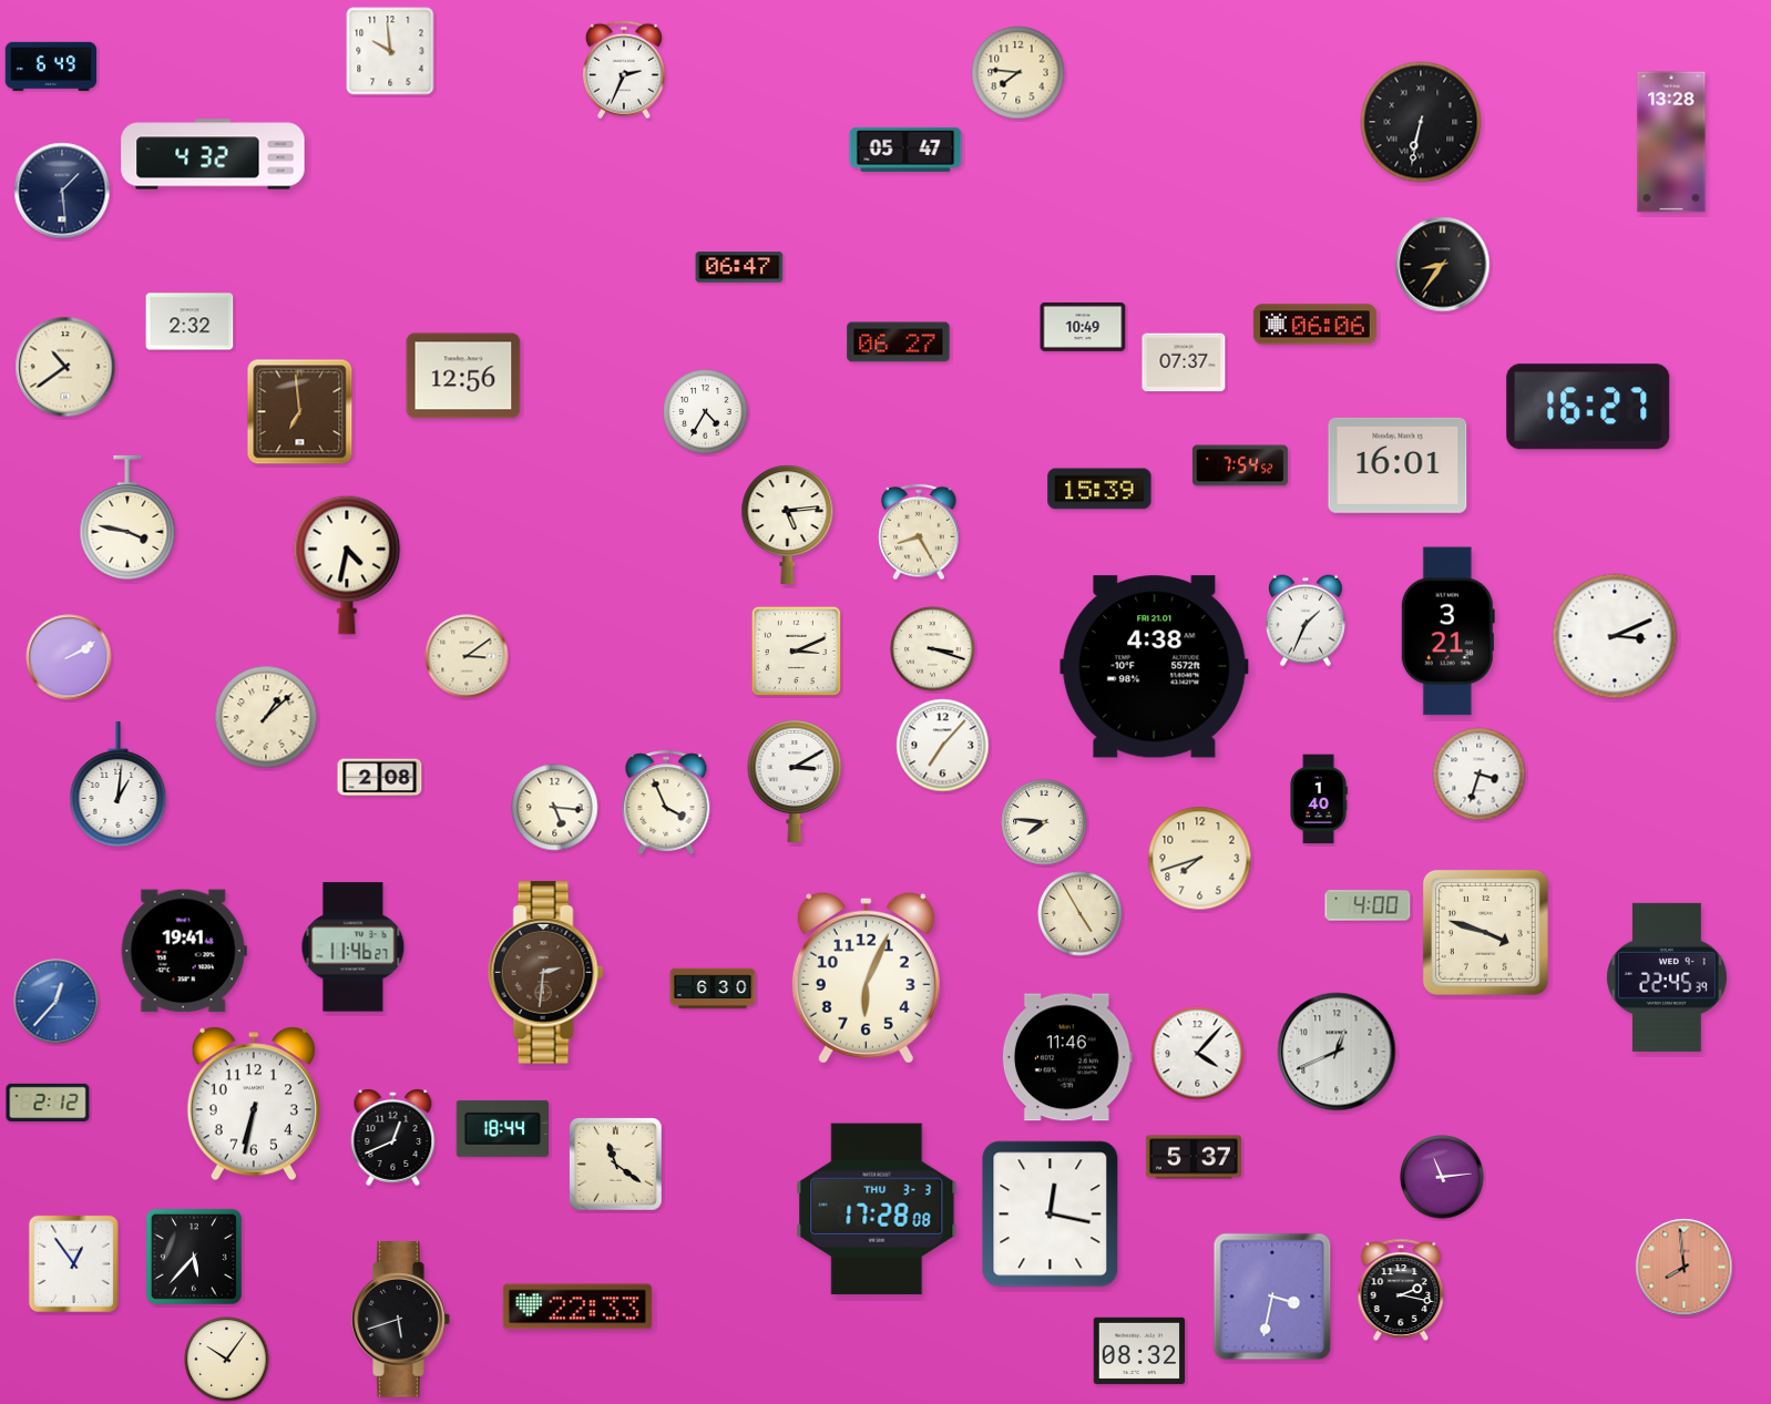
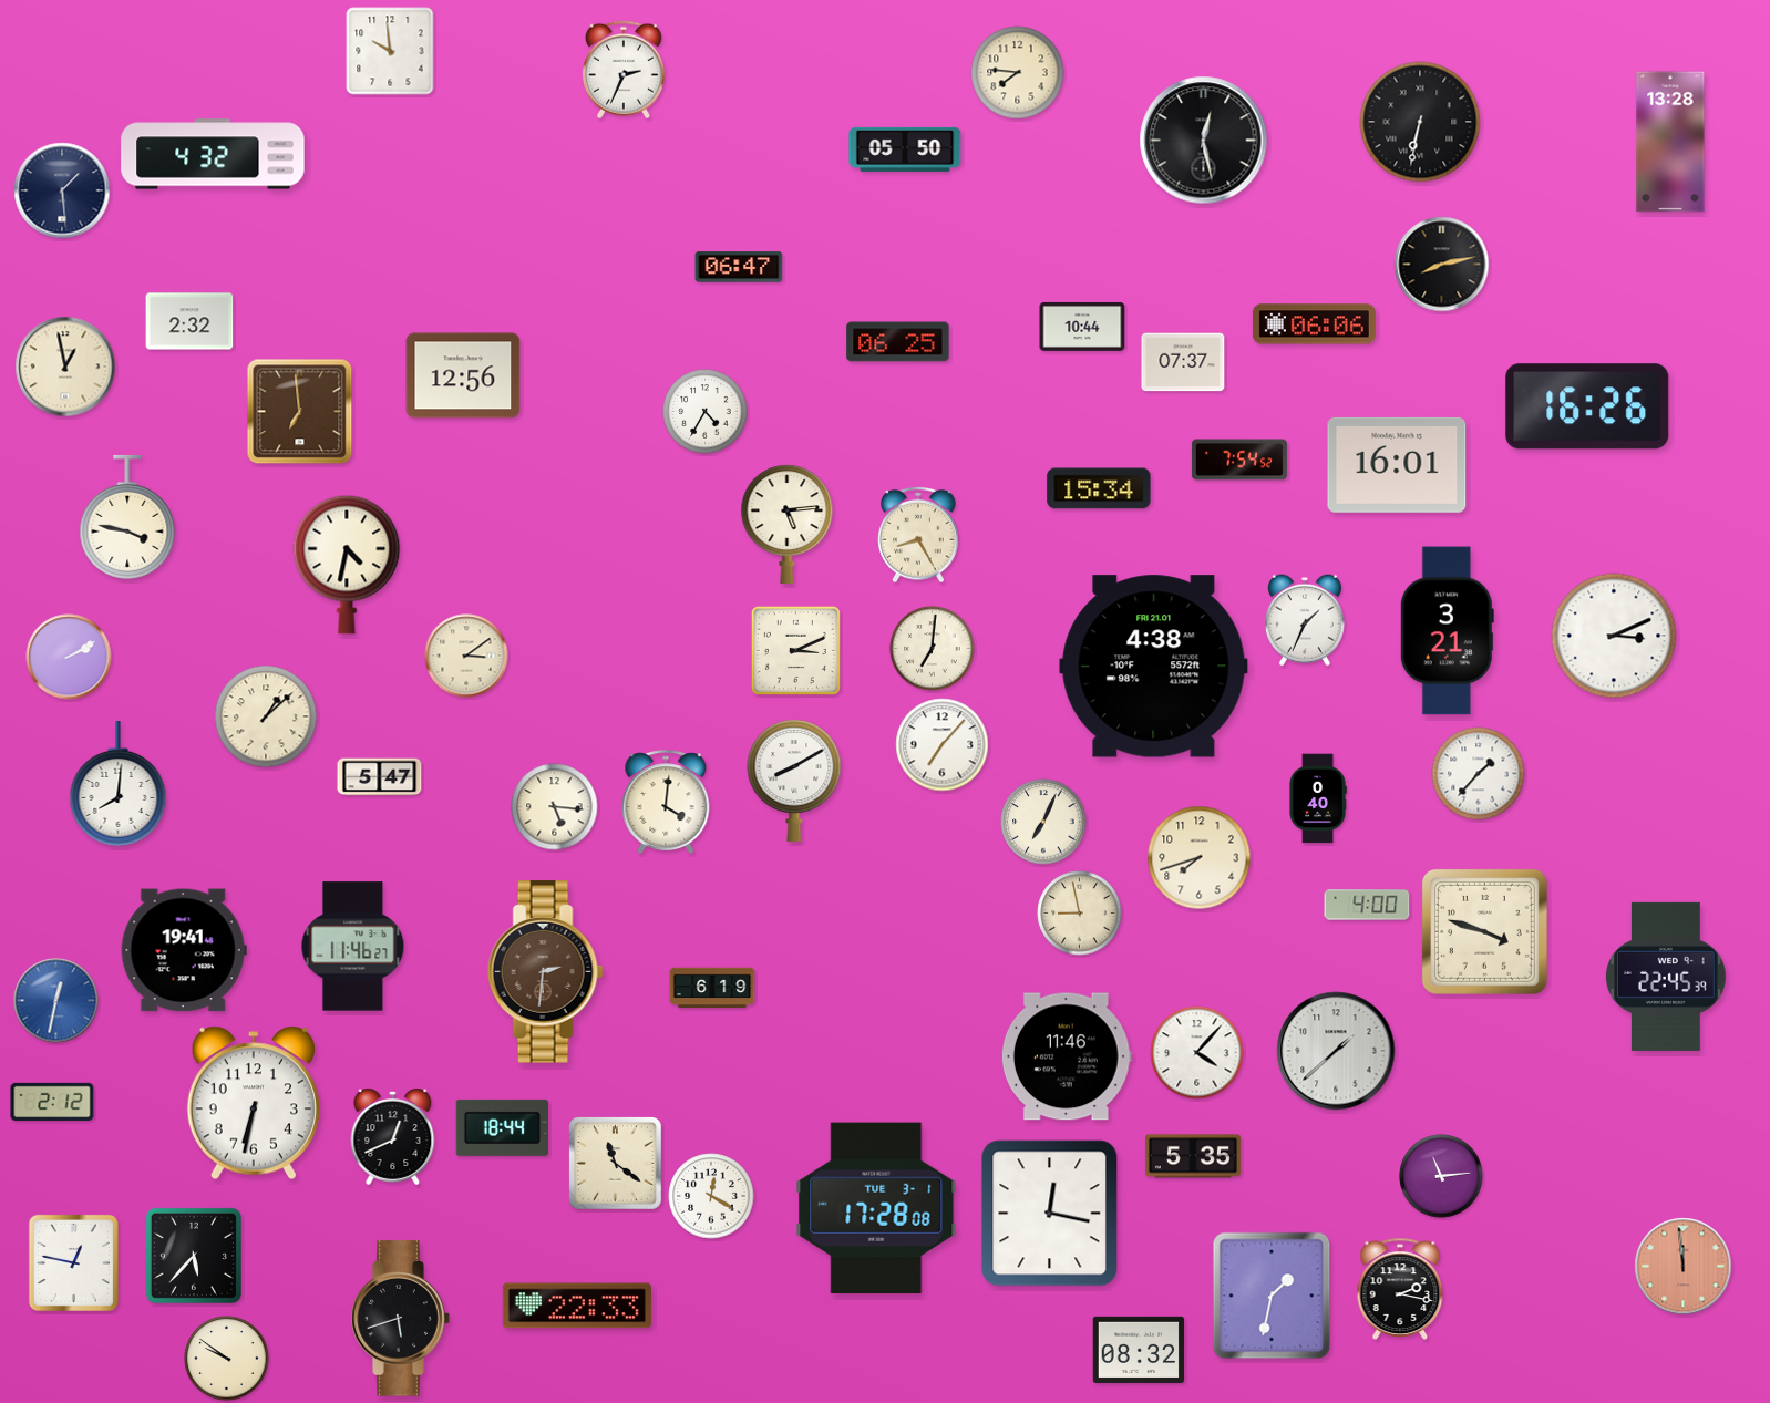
clock at (51, 66): 6:49 -> none
clock at (1204, 141): none -> 12:28
clock at (905, 150): 05:47 -> 05:50
clock at (1443, 265): 8:36 -> 8:13
clock at (1083, 327): 10:49 -> 10:44
clock at (899, 342): 06:27 -> 06:25
clock at (65, 367): 10:39 -> 12:58
clock at (1588, 407): 16:27 -> 16:26
clock at (1240, 465) position: (1240, 465) -> (1239, 460)
clock at (1099, 489): 15:39 -> 15:34
clock at (919, 532) position: (919, 532) -> (918, 535)
clock at (933, 649): 3:18 -> 7:01
clock at (1480, 775): 3:33 -> 1:37
clock at (380, 778): 2:08 -> 5:47
clock at (795, 781): 3:10 -> 8:10
clock at (119, 785): 1:01 -> 8:01
clock at (1319, 799): 1:40 -> 0:40
clock at (666, 803): 3:56 -> 4:01
clock at (1044, 822): 7:46 -> 7:04
clock at (1081, 914): 4:55 -> 8:58
clock at (866, 977): 6:04 -> none
clock at (713, 988): 6:30 -> 6:19
clock at (57, 1002): 12:37 -> 12:32
clock at (1337, 1052): 12:41 -> 1:38
clock at (48, 1101) position: (48, 1101) -> (52, 1101)
clock at (1194, 1157): 5:37 -> 5:35
clock at (711, 1196): none -> 12:20
clock at (877, 1209) date: THU 3-3 -> TUE 3-1
clock at (73, 1263): 12:54 -> 12:47
clock at (1685, 1268): 7:59 -> 11:59
clock at (1272, 1297): 3:32 -> 1:32
clock at (227, 1360): 10:06 -> 9:51
